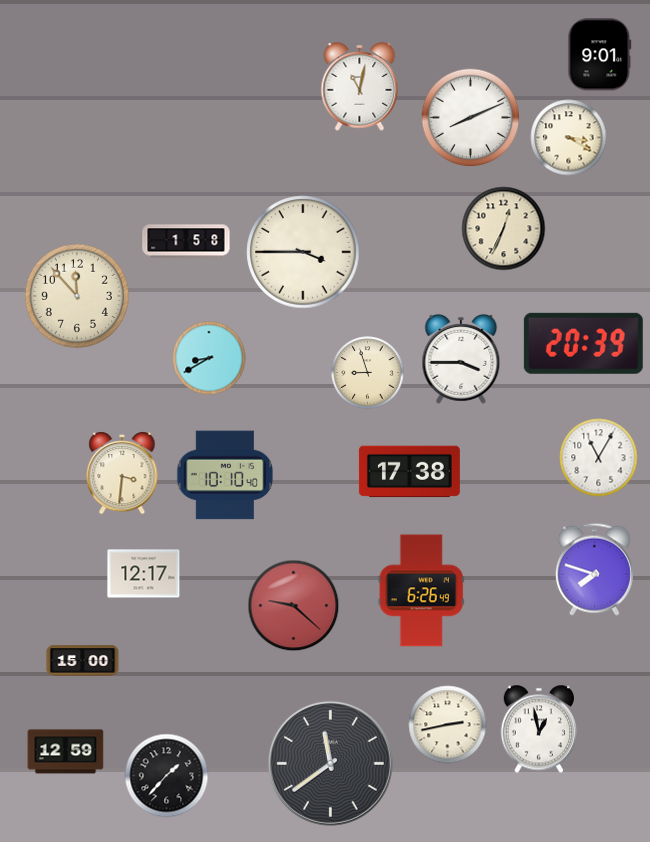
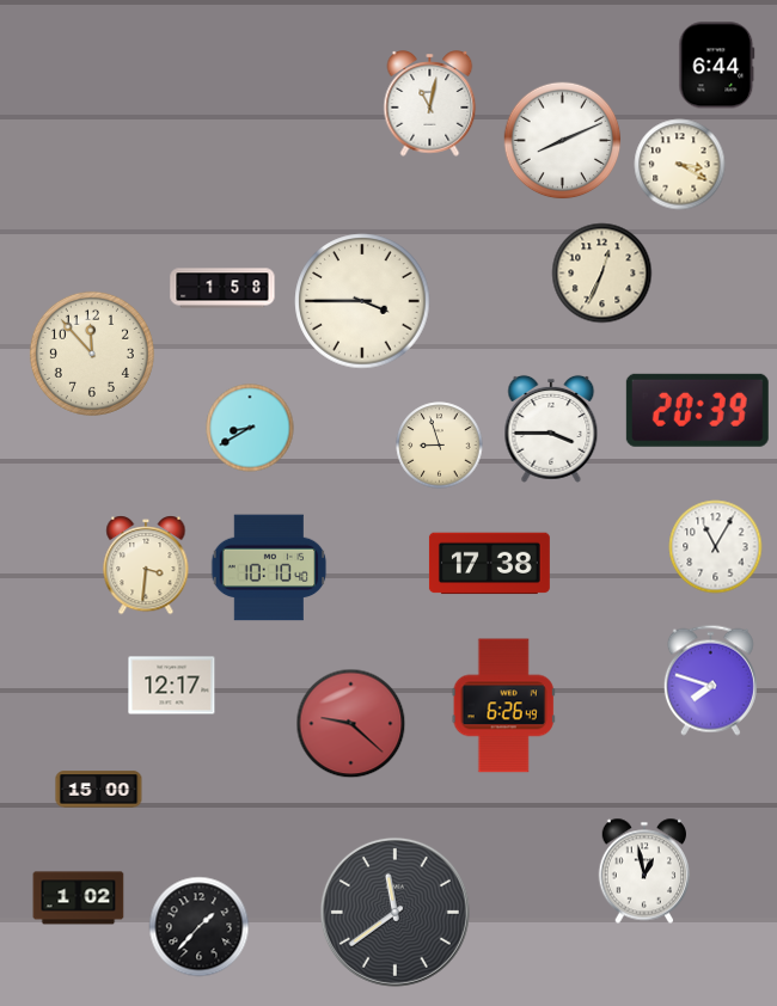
clock at (600, 55): 9:01 -> 6:44
clock at (448, 725): 2:43 -> none
clock at (66, 752): 12:59 -> 1:02
